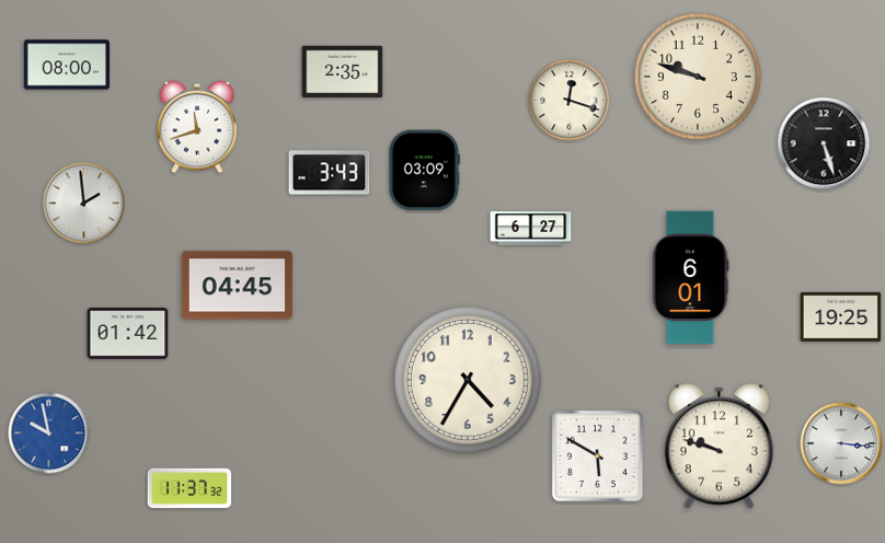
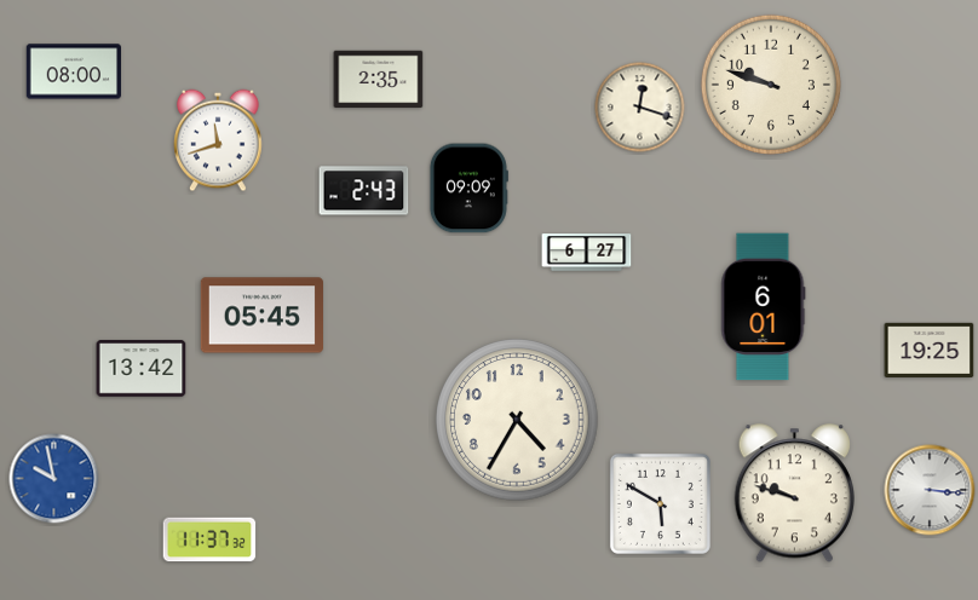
clock at (570, 101) position: (570, 101) -> (640, 108)
clock at (824, 143): 5:27 -> none
clock at (424, 171): 03:09 -> 09:09
clock at (330, 173): 3:43 -> 2:43
clock at (84, 204): 1:59 -> none
clock at (237, 286): 04:45 -> 05:45
clock at (128, 334): 01:42 -> 13:42
